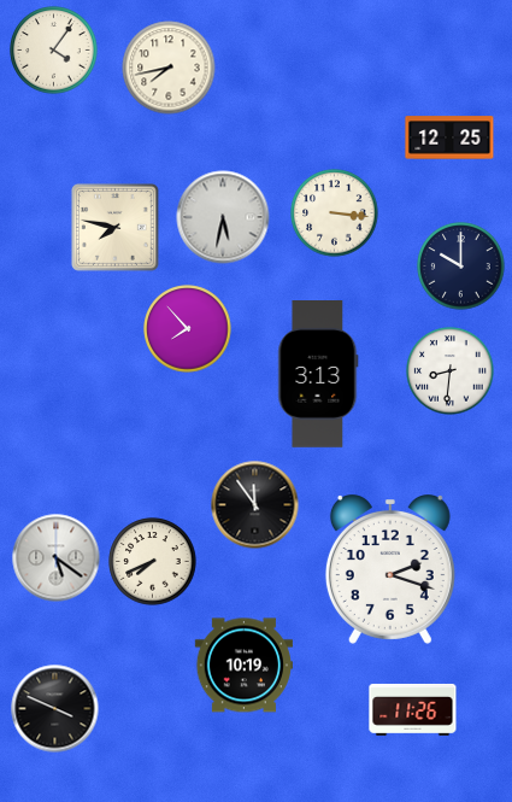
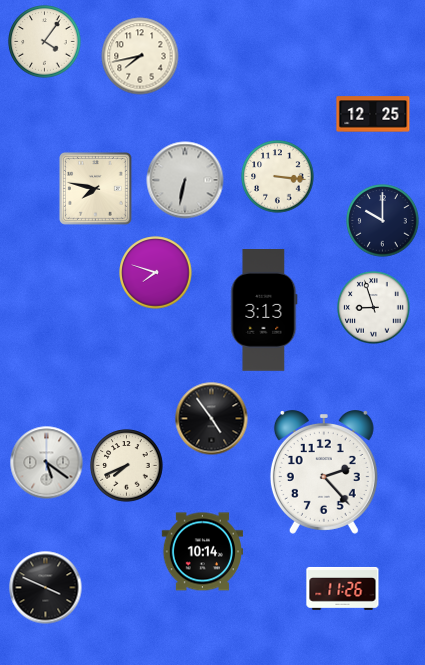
clock at (223, 217): 5:32 -> 6:32
clock at (188, 329): 7:53 -> 7:48
clock at (451, 371): 8:31 -> 8:57
clock at (255, 505): 11:54 -> 4:54
clock at (390, 570): 2:18 -> 2:23
clock at (243, 666): 10:19 -> 10:14
